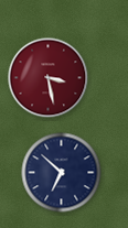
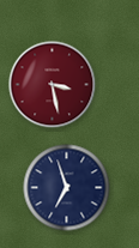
clock at (62, 173): 6:52 -> 6:57
